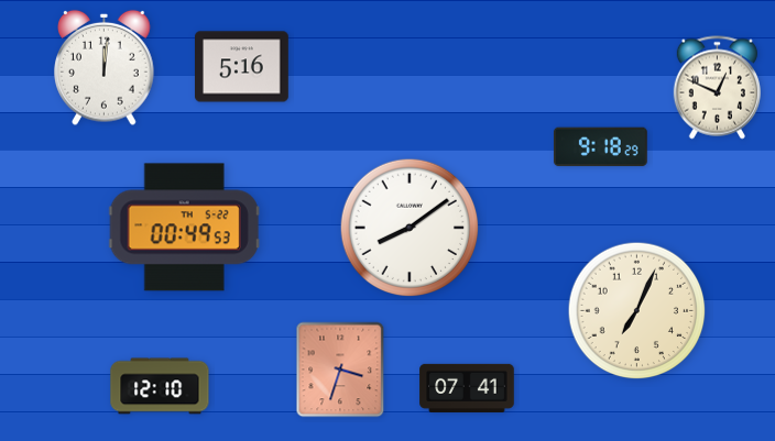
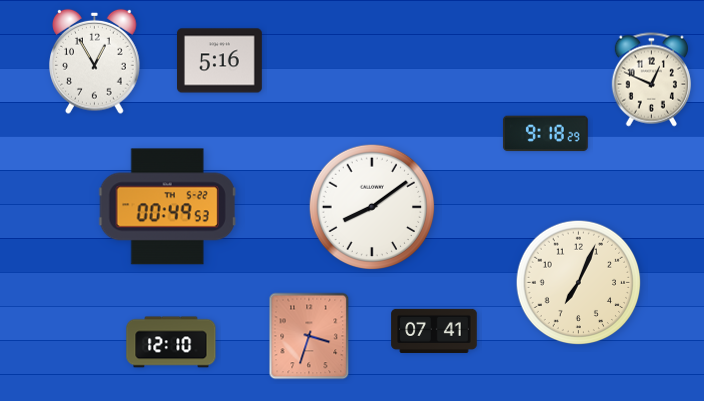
clock at (105, 67): 12:01 -> 12:55
clock at (160, 386) position: (160, 386) -> (171, 342)
clock at (467, 388) position: (467, 388) -> (434, 331)
